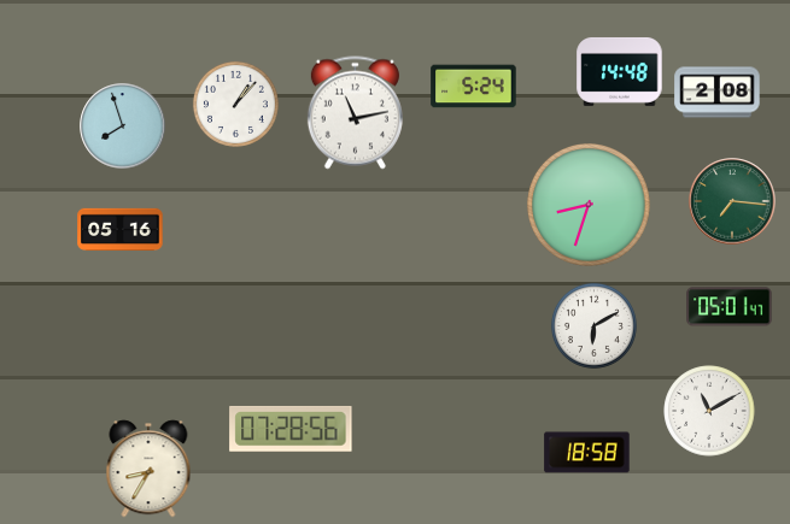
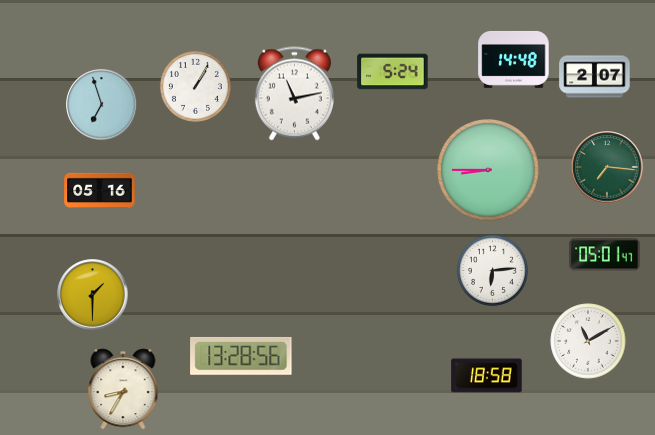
clock at (718, 93): 2:08 -> 2:07
clock at (235, 104): 1:07 -> 1:05
clock at (123, 126): 7:57 -> 6:57
clock at (590, 206): 8:33 -> 8:45
clock at (593, 325): 6:10 -> 6:14
clock at (93, 295): none -> 1:30
clock at (291, 429): 07:28 -> 13:28
